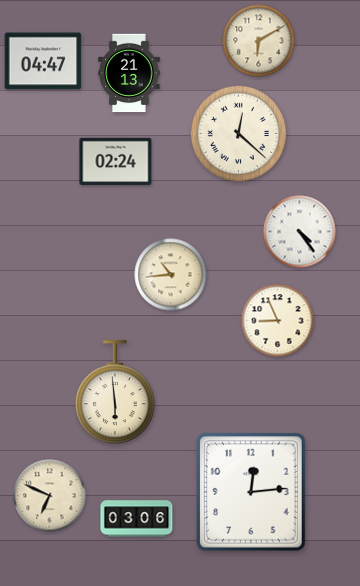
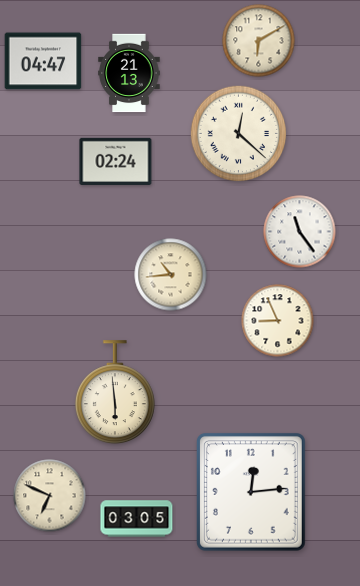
clock at (300, 232): 4:24 -> 11:24
clock at (137, 519): 03:06 -> 03:05
